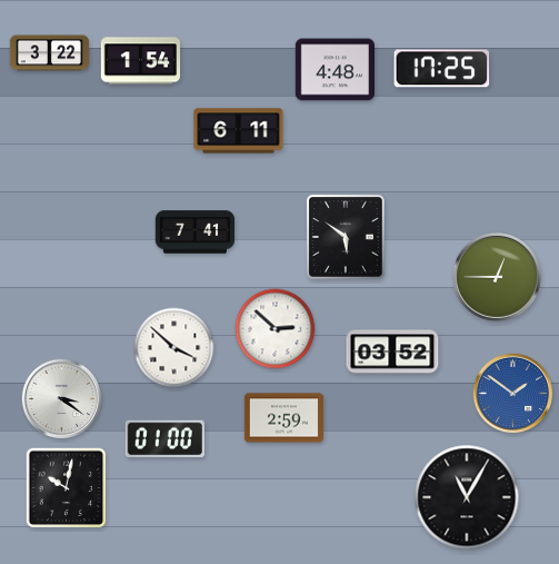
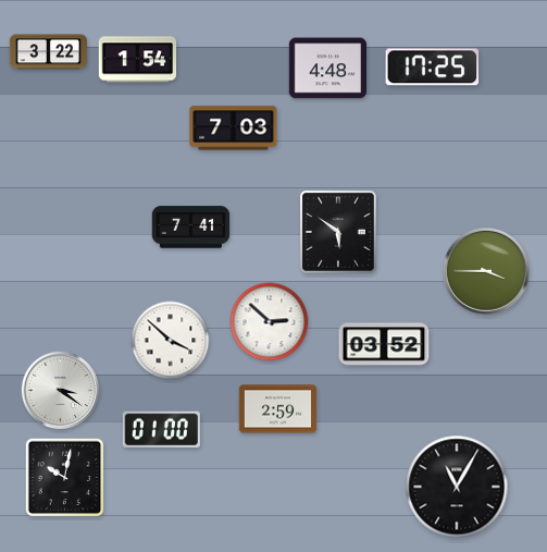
clock at (239, 131): 6:11 -> 7:03
clock at (497, 277): 12:45 -> 3:45
clock at (513, 394): 1:51 -> none
